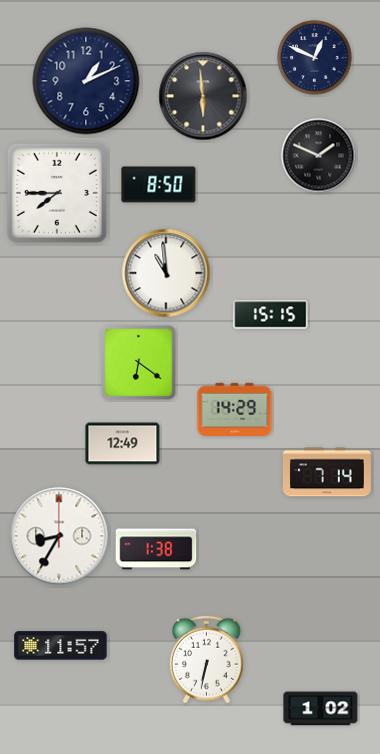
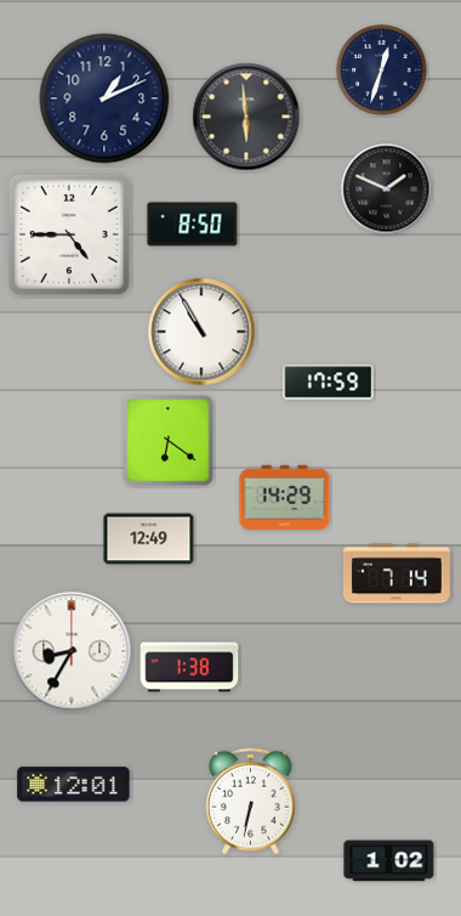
clock at (315, 58): 12:49 -> 12:33
clock at (57, 193): 7:45 -> 4:45
clock at (166, 273): 10:59 -> 10:55
clock at (271, 315): 15:15 -> 17:59
clock at (61, 646): 11:57 -> 12:01
